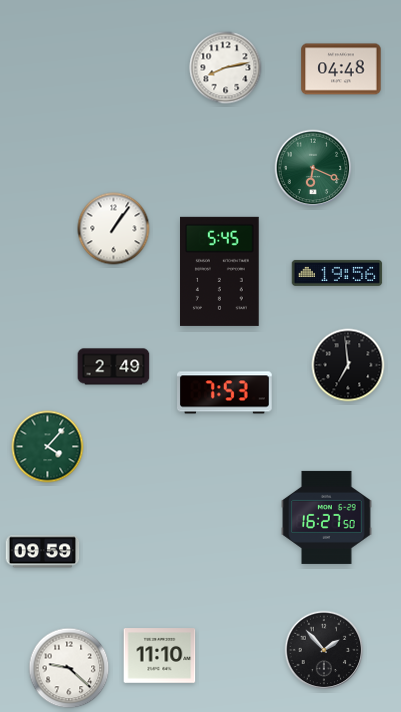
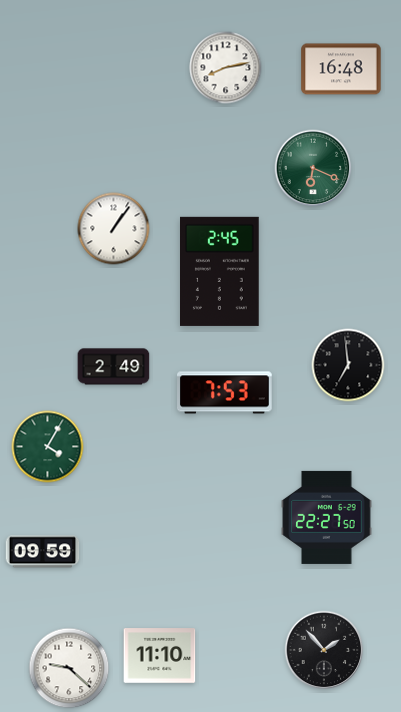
clock at (341, 69): 04:48 -> 16:48
clock at (220, 271): 5:45 -> 2:45
clock at (337, 273): 19:56 -> none
clock at (48, 447): 4:07 -> 4:05
clock at (327, 517): 16:27 -> 22:27
